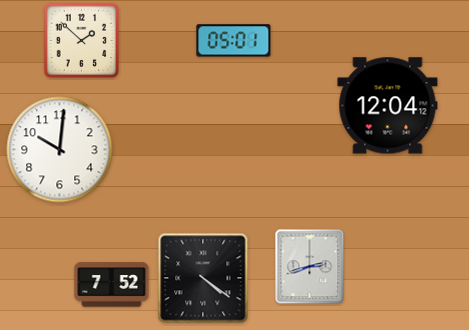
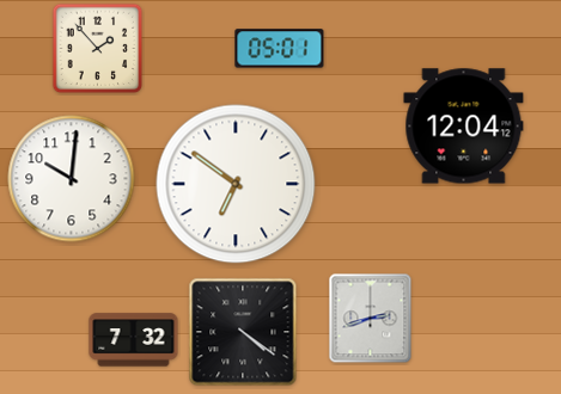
clock at (82, 41): 1:52 -> 1:53
clock at (236, 184): none -> 6:51
clock at (112, 285): 7:52 -> 7:32
